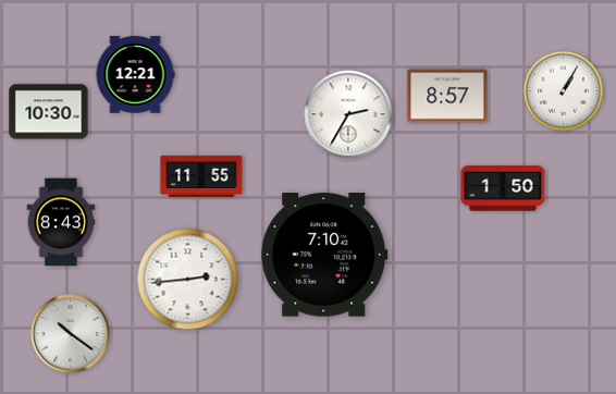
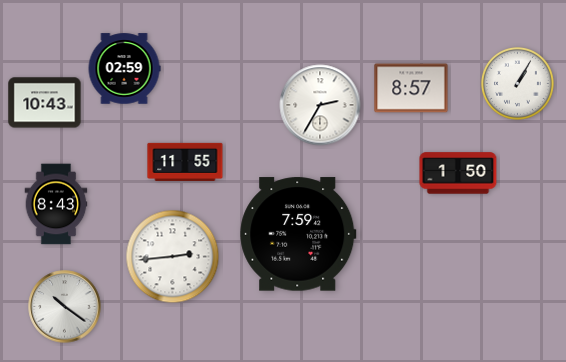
clock at (135, 75): 12:21 -> 02:59
clock at (49, 112): 10:30 -> 10:43
clock at (503, 188) position: (503, 188) -> (458, 173)
clock at (324, 255): 7:10 -> 7:59
